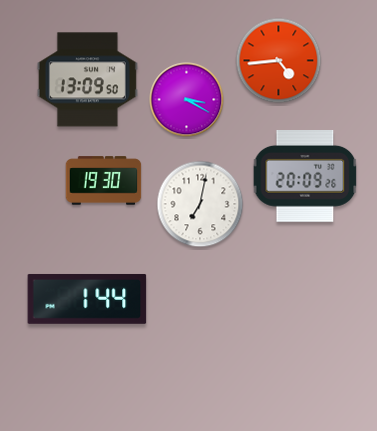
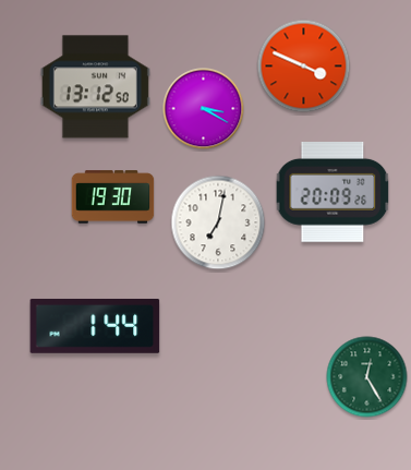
clock at (279, 61): 4:44 -> 3:49
clock at (87, 80): 13:09 -> 13:12
clock at (367, 377): none -> 12:25
